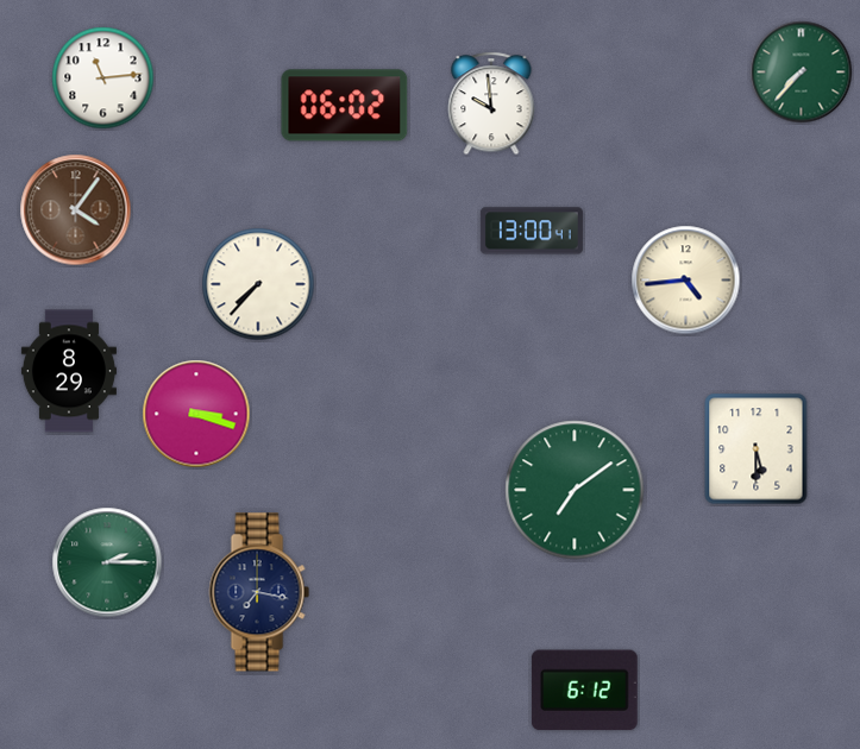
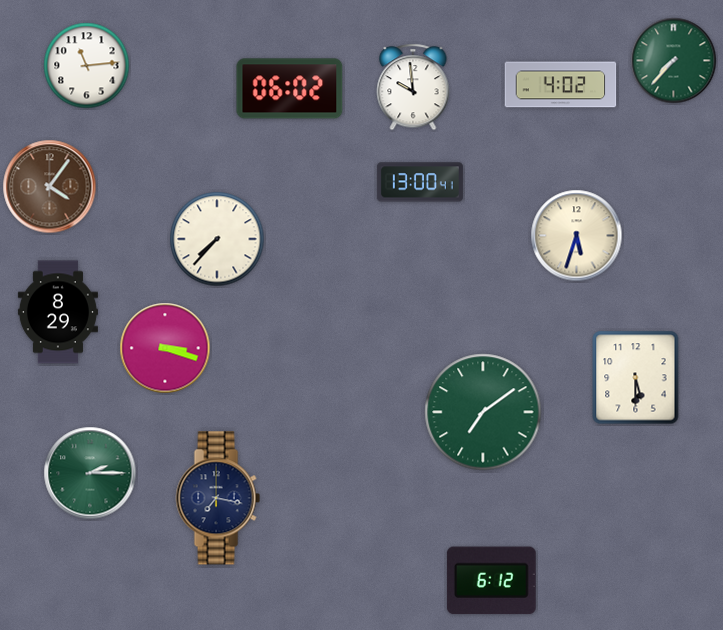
clock at (561, 85): none -> 4:02
clock at (76, 210) position: (76, 210) -> (50, 187)
clock at (532, 231) position: (532, 231) -> (420, 182)
clock at (686, 281): 4:44 -> 5:33
